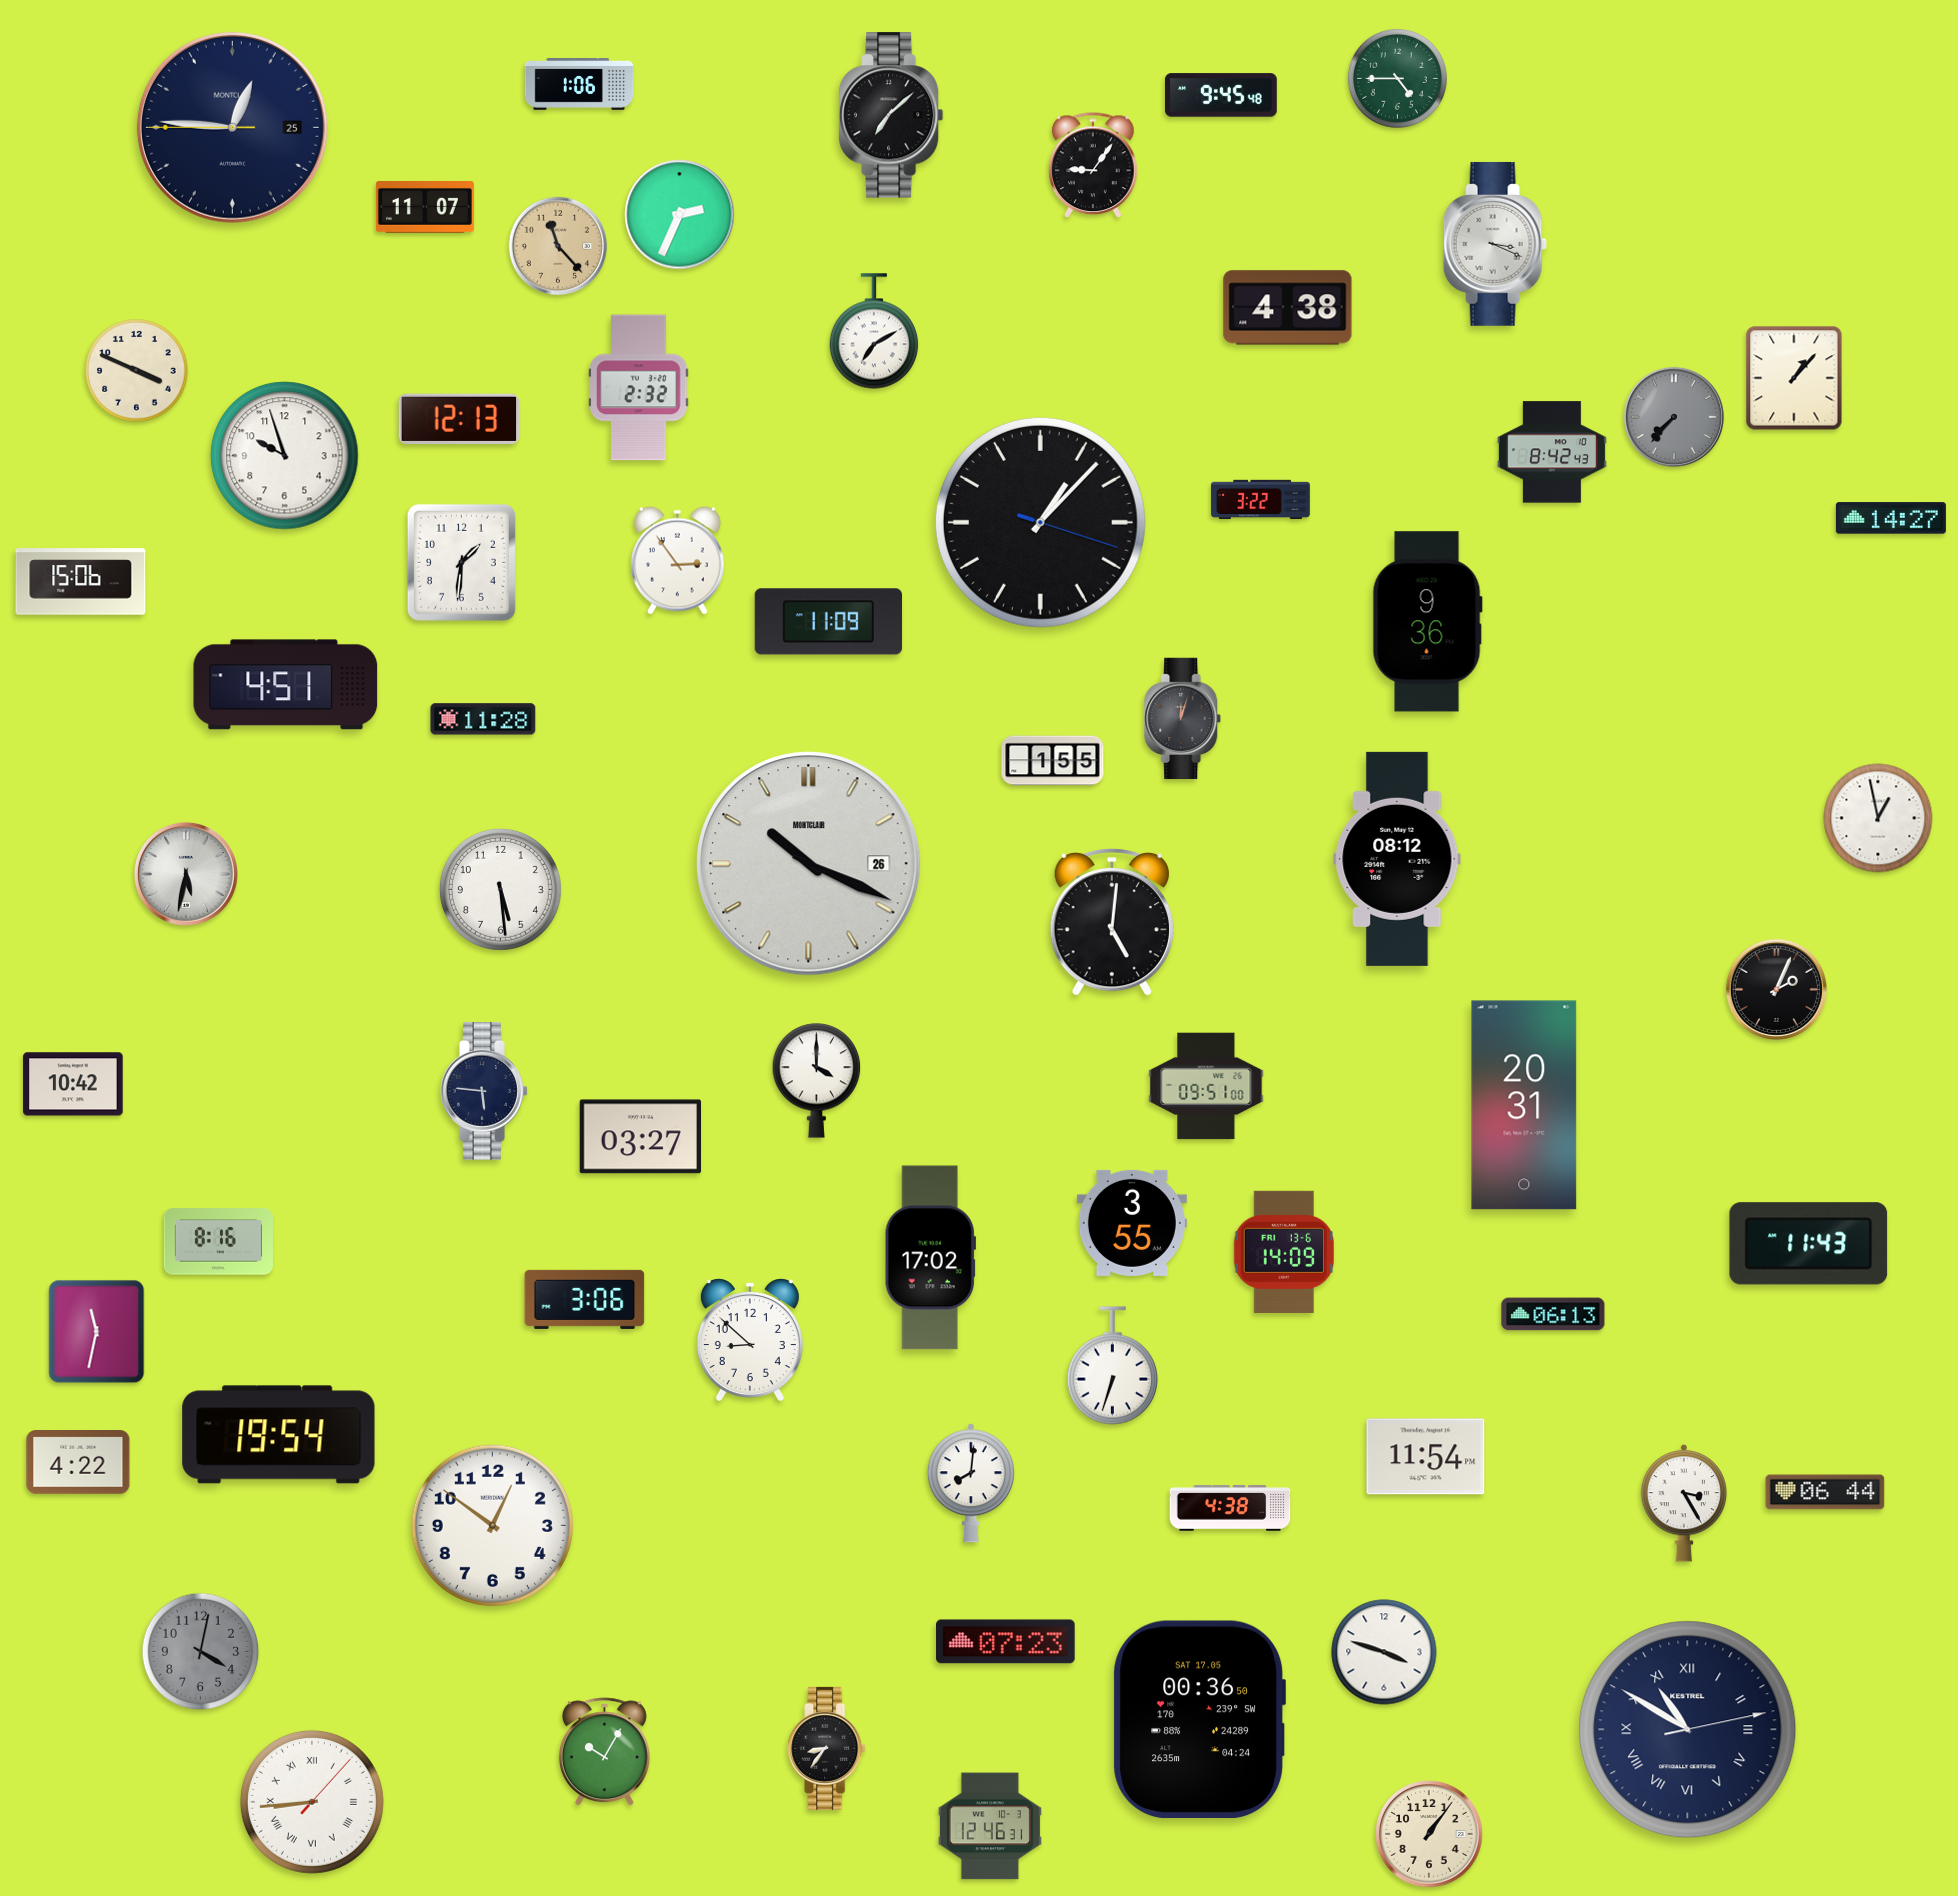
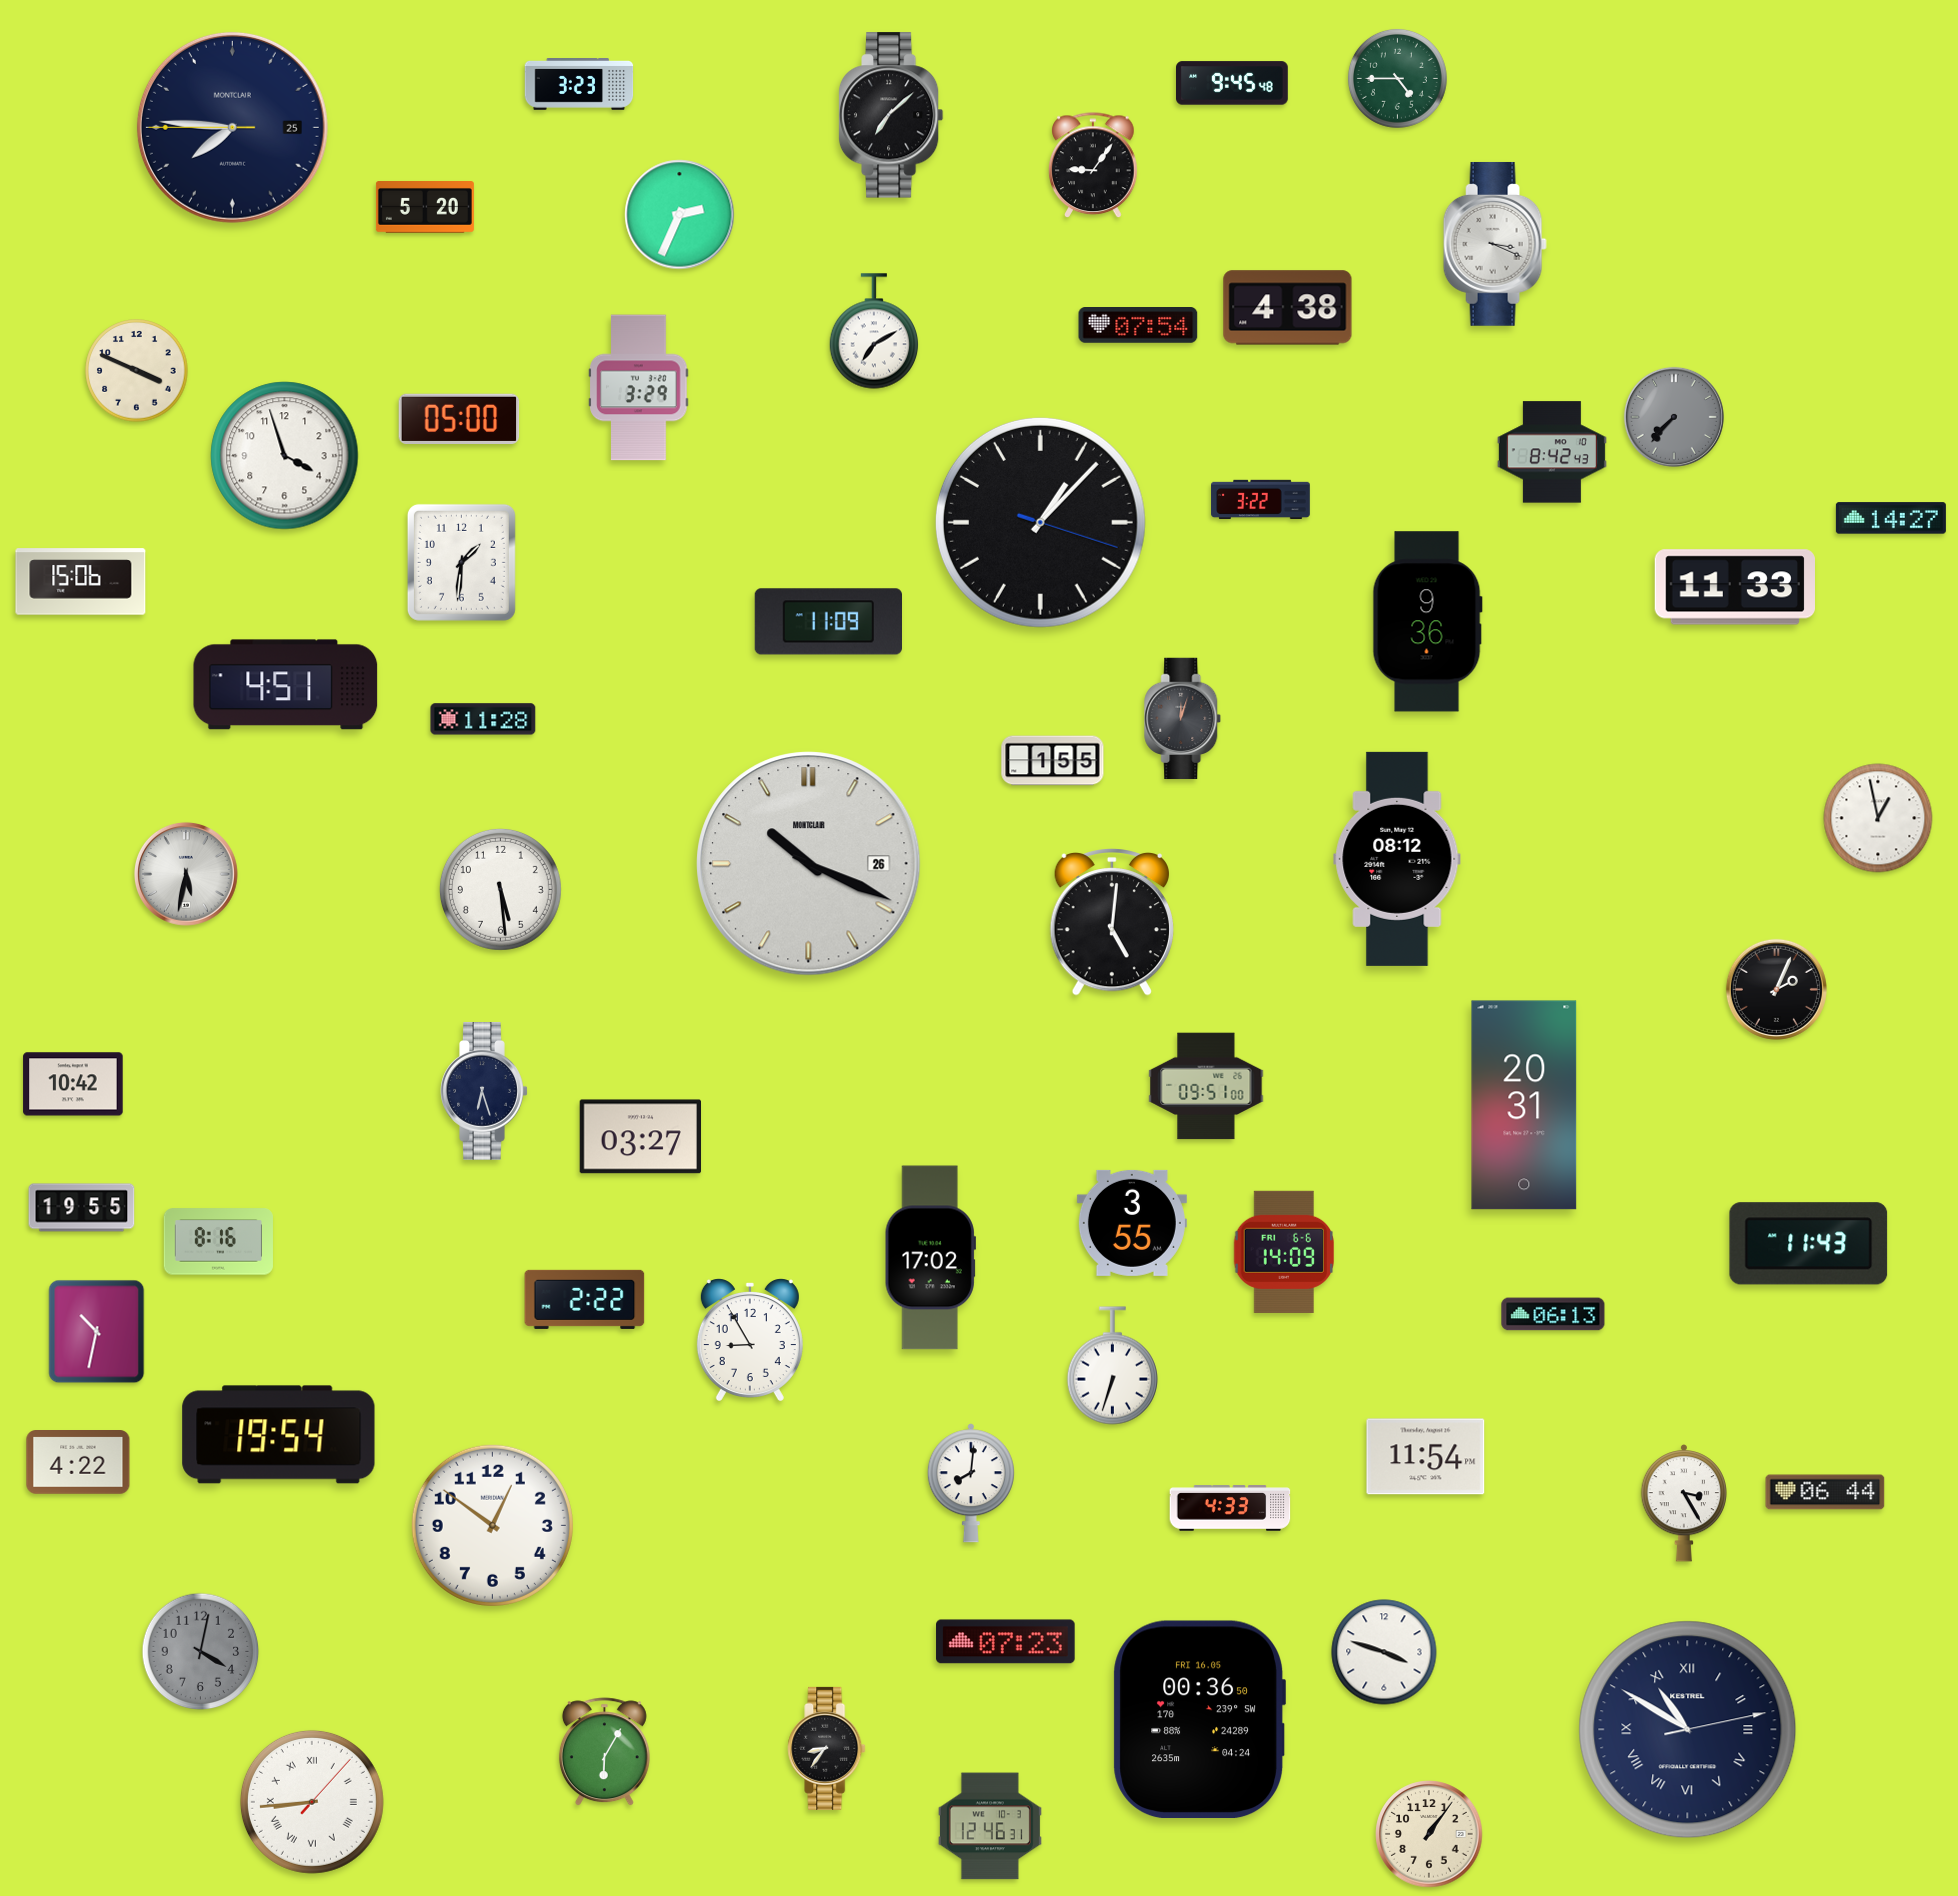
clock at (579, 85): 1:06 -> 3:23
clock at (1221, 95) position: (1221, 95) -> (1232, 83)
clock at (232, 127): 12:45 -> 7:45
clock at (425, 208): 11:07 -> 5:20
clock at (557, 245): 11:23 -> none
clock at (1138, 326): none -> 07:54
clock at (1794, 378): 1:07 -> none
clock at (639, 388): 2:32 -> 3:29
clock at (459, 418): 12:13 -> 05:00
clock at (285, 456): 9:57 -> 3:57
clock at (677, 560): 2:54 -> none
clock at (1734, 587): none -> 11:33
clock at (817, 1081): 4:00 -> none
clock at (484, 1092): 5:46 -> 6:27
clock at (82, 1208): none -> 19:55
clock at (1283, 1252) date: FRI 13-6 -> FRI 6-6
clock at (585, 1299): 3:06 -> 2:22
clock at (97, 1332): 11:32 -> 10:32
clock at (750, 1340): 8:52 -> 8:55
clock at (1230, 1508): 4:38 -> 4:33
clock at (1199, 1720) date: SAT 17.05 -> FRI 16.05
clock at (604, 1752): 10:05 -> 6:05
